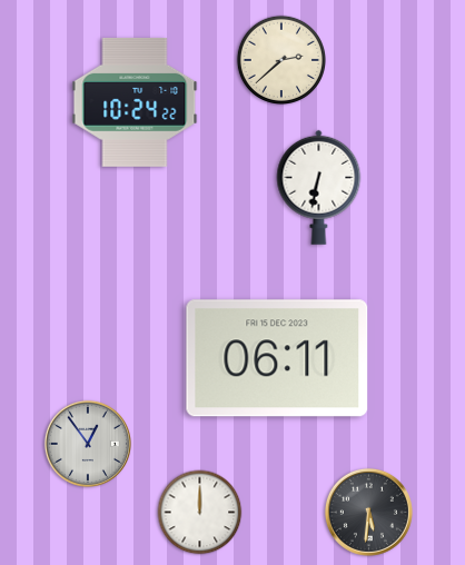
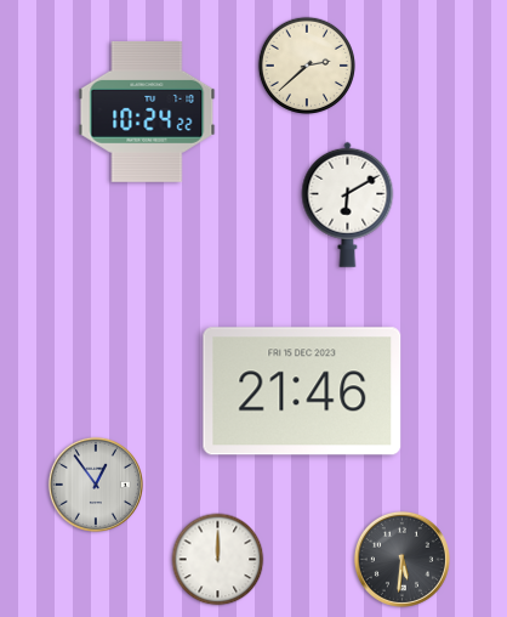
clock at (319, 187): 6:32 -> 6:10
clock at (277, 358): 06:11 -> 21:46
